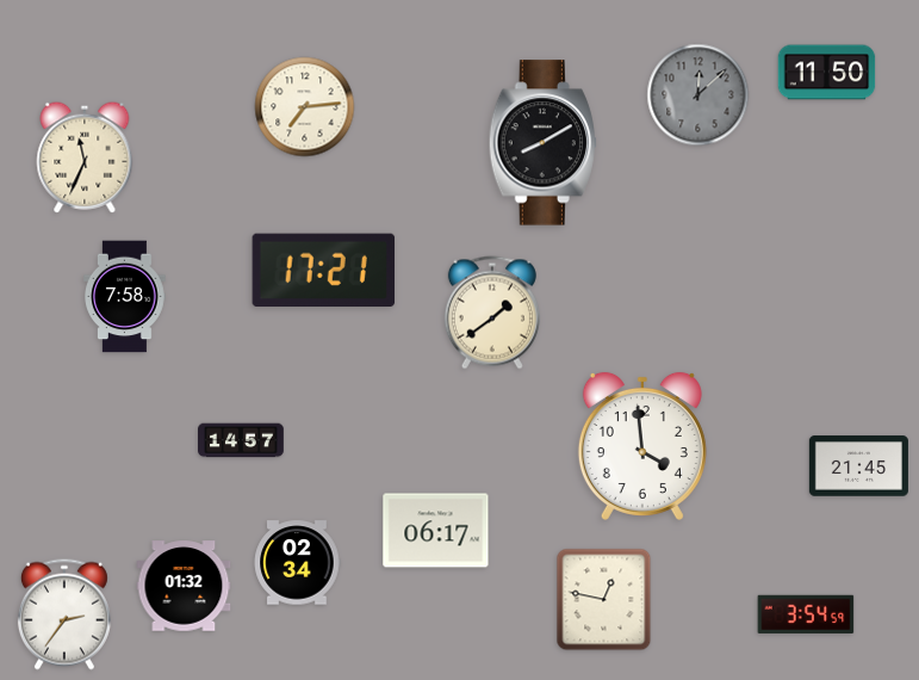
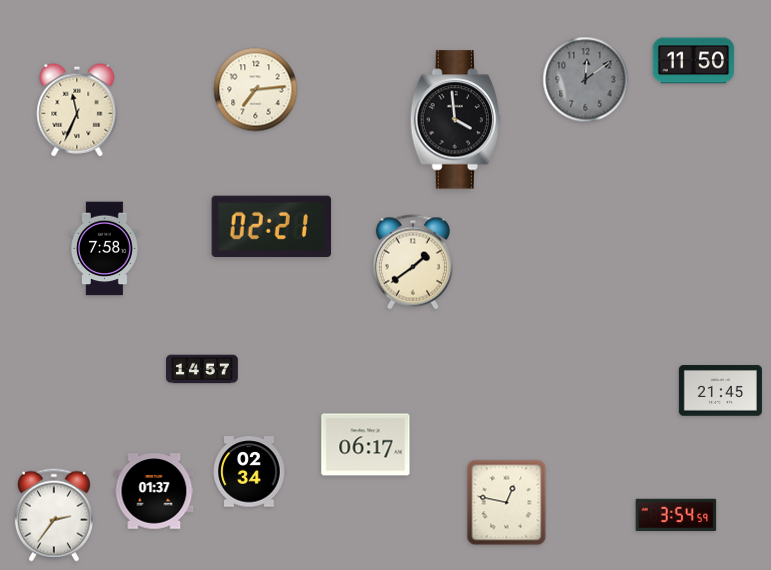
clock at (698, 95): 12:08 -> 12:09
clock at (542, 143): 8:10 -> 3:59
clock at (85, 157) position: (85, 157) -> (77, 110)
clock at (324, 270): 17:21 -> 02:21
clock at (642, 446): 3:59 -> none
clock at (184, 586): 01:32 -> 01:37
